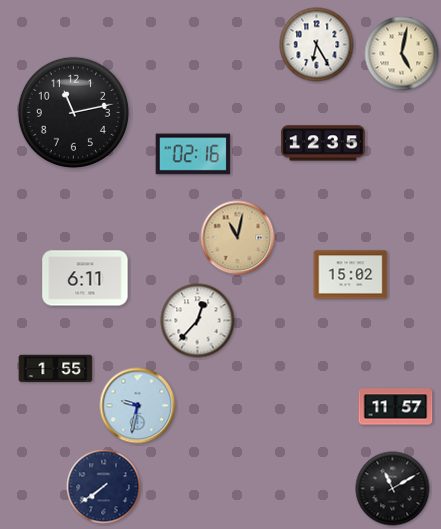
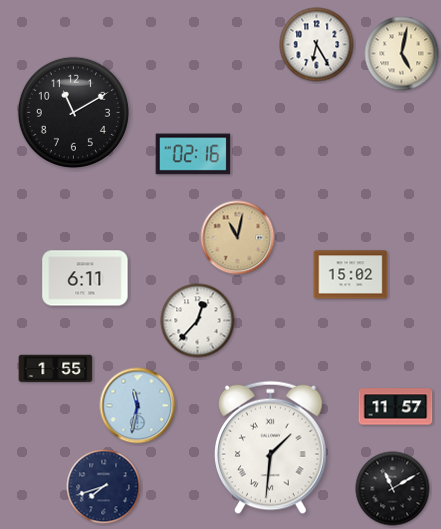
clock at (73, 112): 11:13 -> 11:10
clock at (323, 143): 12:35 -> none
clock at (138, 406): 9:32 -> 11:32
clock at (271, 448): none -> 1:31
clock at (104, 487): 7:39 -> 7:42
